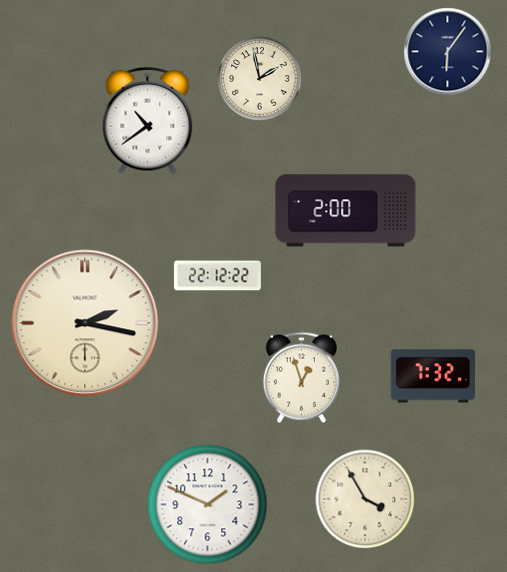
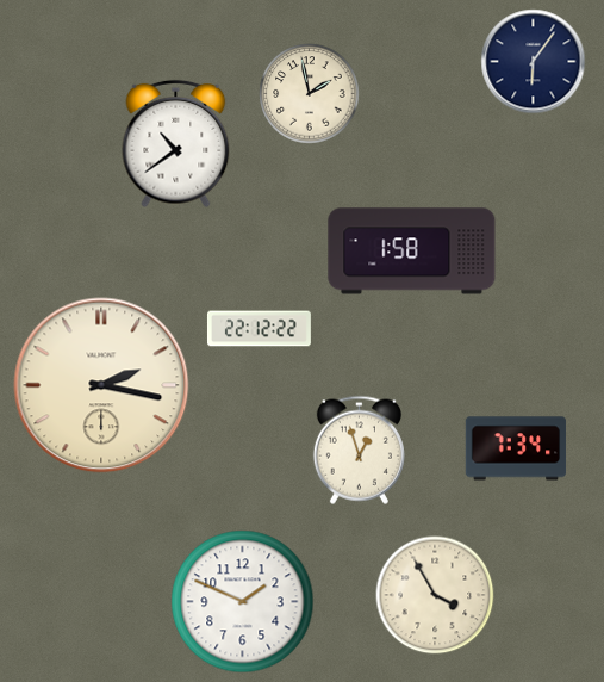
clock at (346, 211): 2:00 -> 1:58
clock at (433, 376): 7:32 -> 7:34
clock at (208, 505) position: (208, 505) -> (243, 602)
